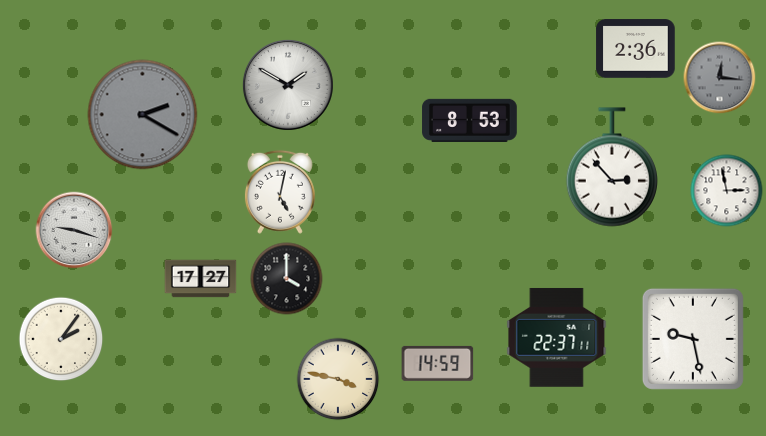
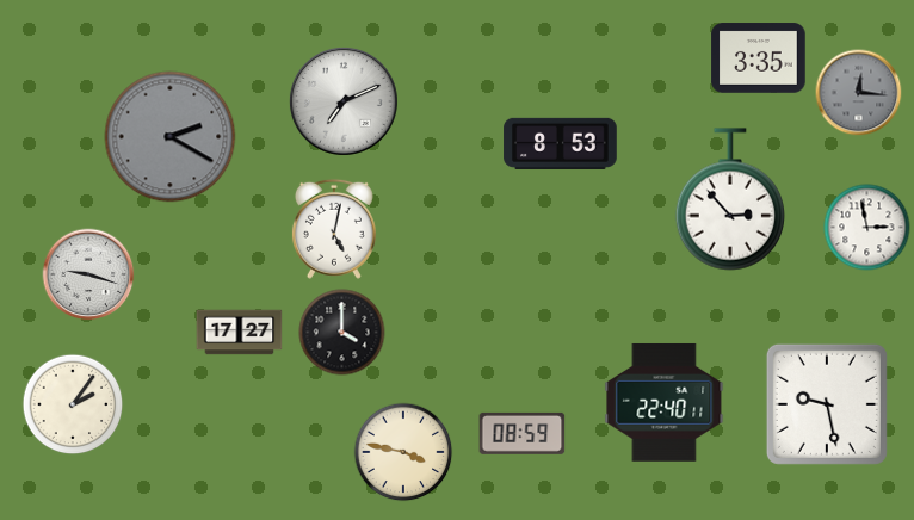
clock at (636, 49): 2:36 -> 3:35
clock at (288, 85): 1:50 -> 7:11
clock at (557, 338): 22:37 -> 22:40
clock at (438, 363): 14:59 -> 08:59
